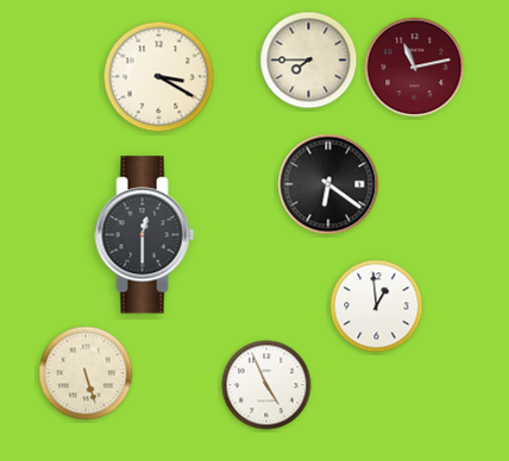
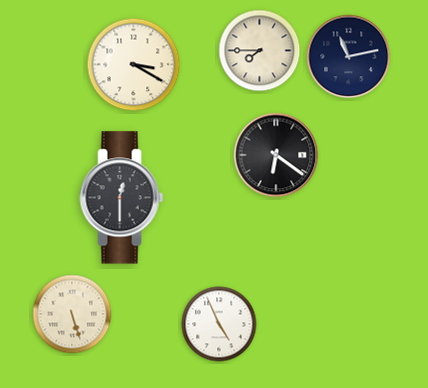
clock at (415, 68) dial: burgundy -> navy
clock at (377, 307): 12:59 -> none
clock at (266, 385) position: (266, 385) -> (219, 324)
